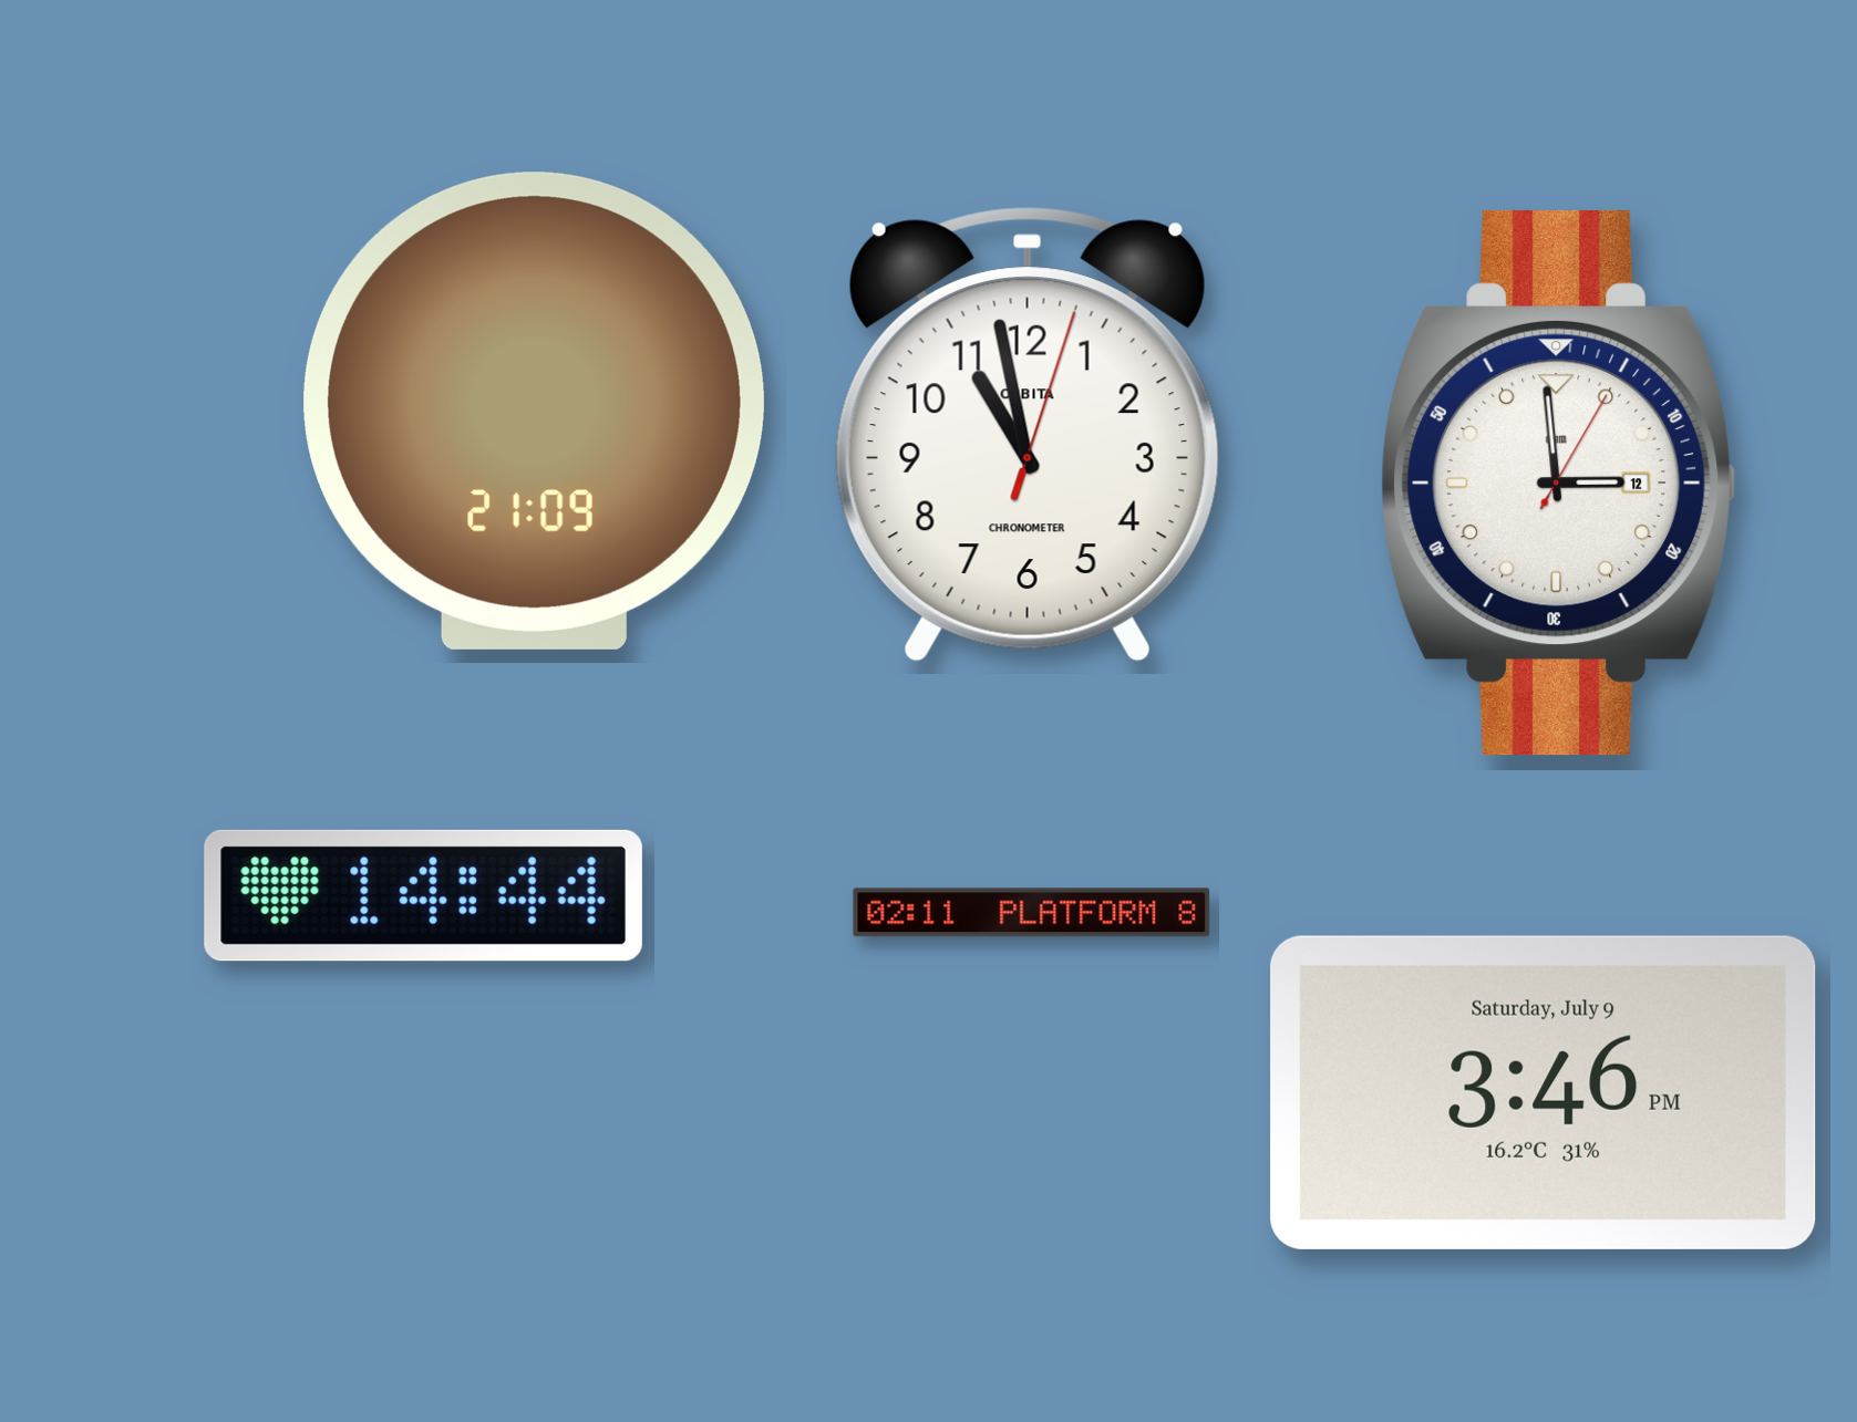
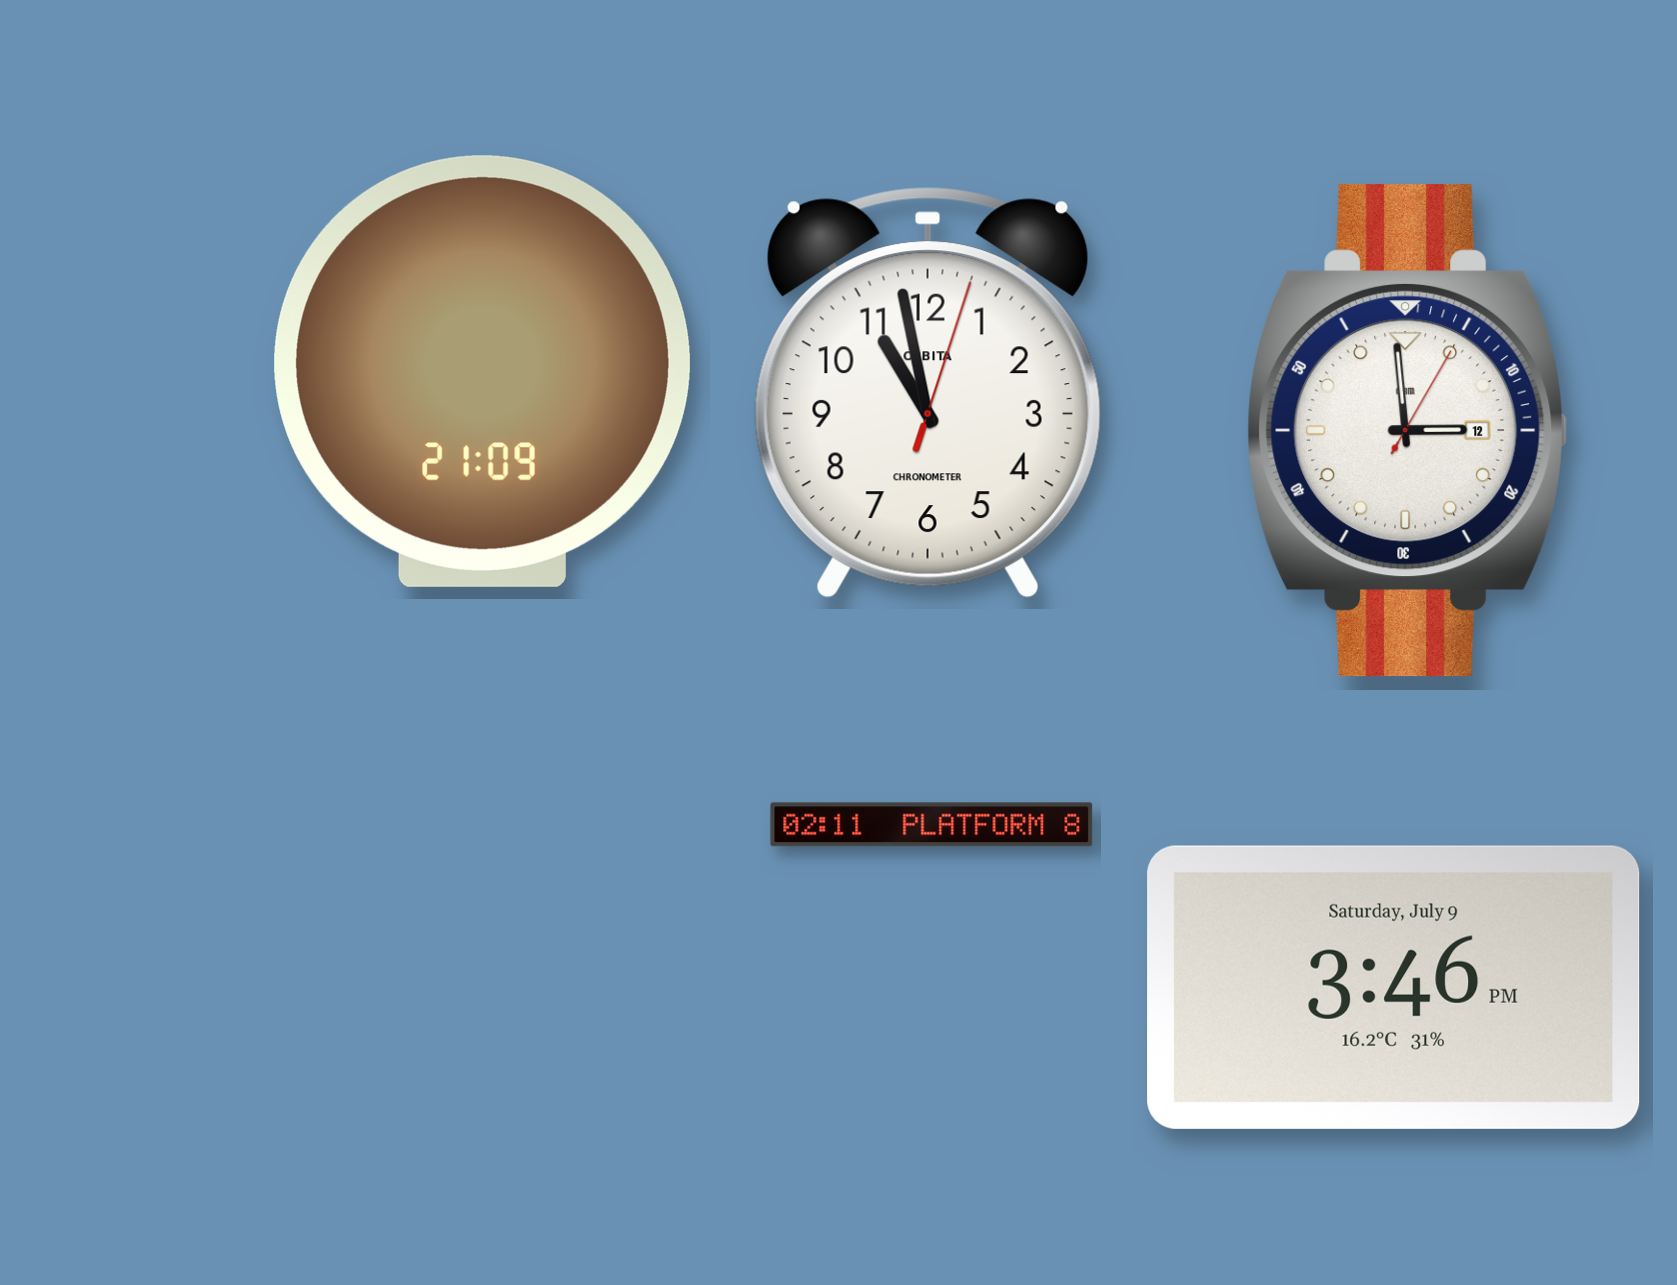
clock at (1559, 482) position: (1559, 482) -> (1408, 430)
clock at (423, 895): 14:44 -> none
